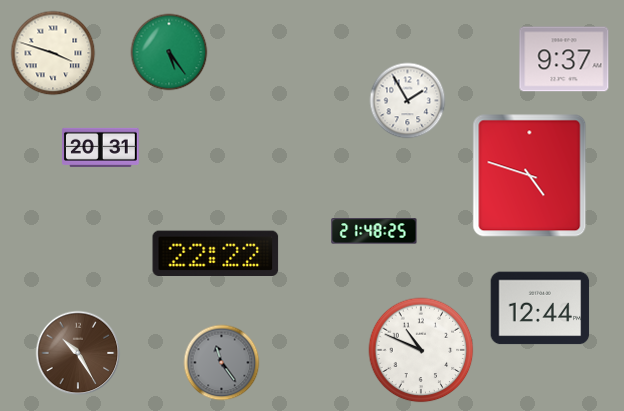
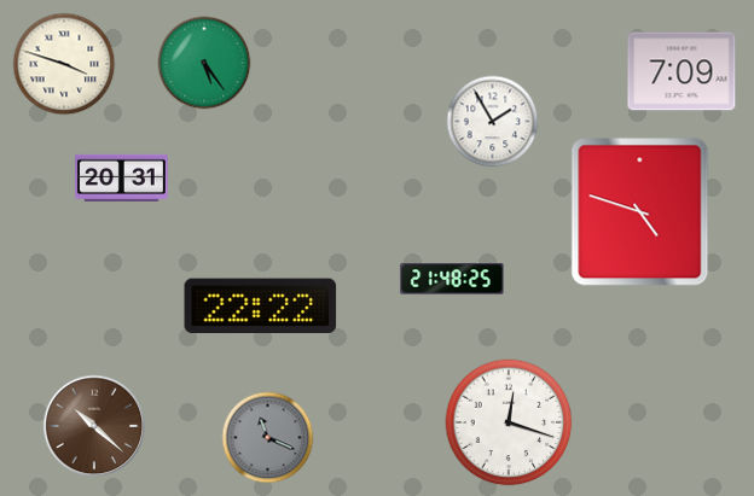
clock at (564, 59): 9:37 -> 7:09
clock at (540, 308): 12:44 -> none
clock at (421, 350): 10:49 -> 12:18
clock at (78, 353): 10:25 -> 10:22
clock at (222, 363): 11:24 -> 11:19
